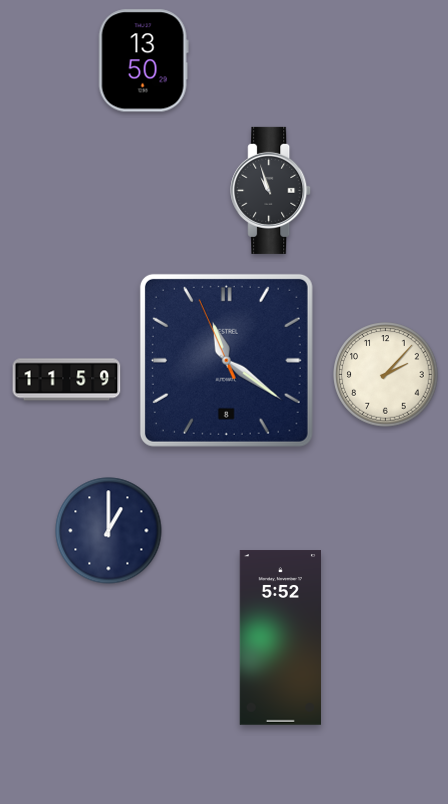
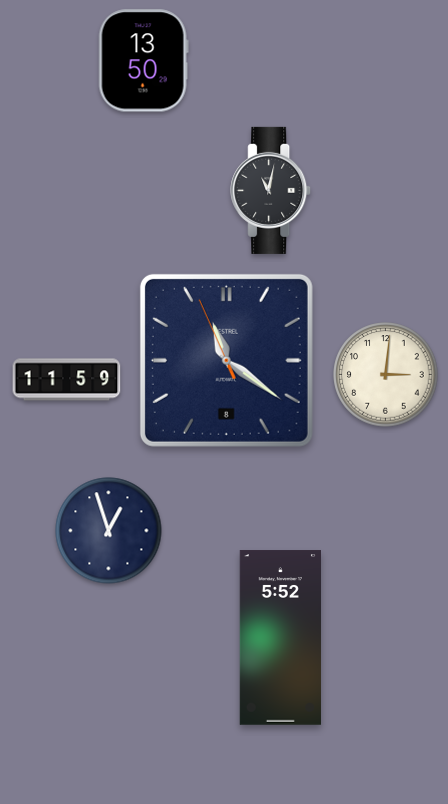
clock at (271, 190): 10:57 -> 11:02
clock at (386, 375): 2:07 -> 3:01
clock at (109, 531): 1:00 -> 12:57
